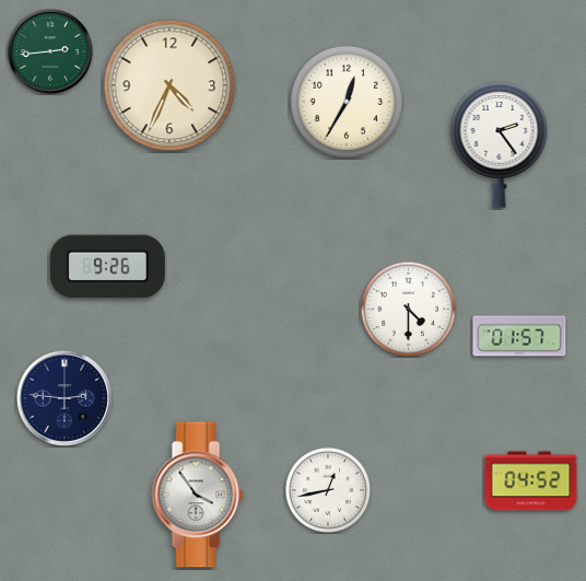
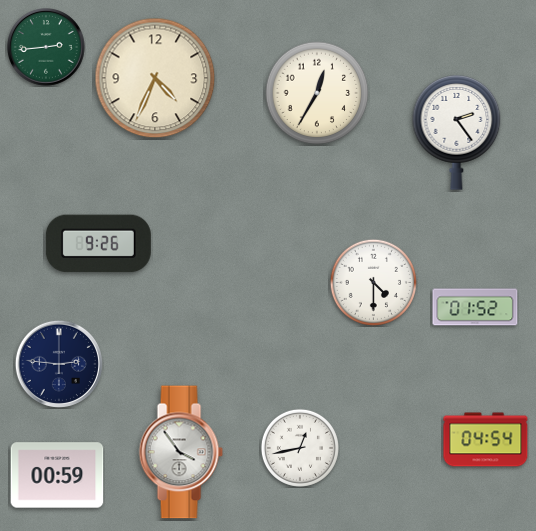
clock at (519, 336): 01:57 -> 01:52
clock at (531, 481): 04:52 -> 04:54
clock at (57, 475): none -> 00:59
